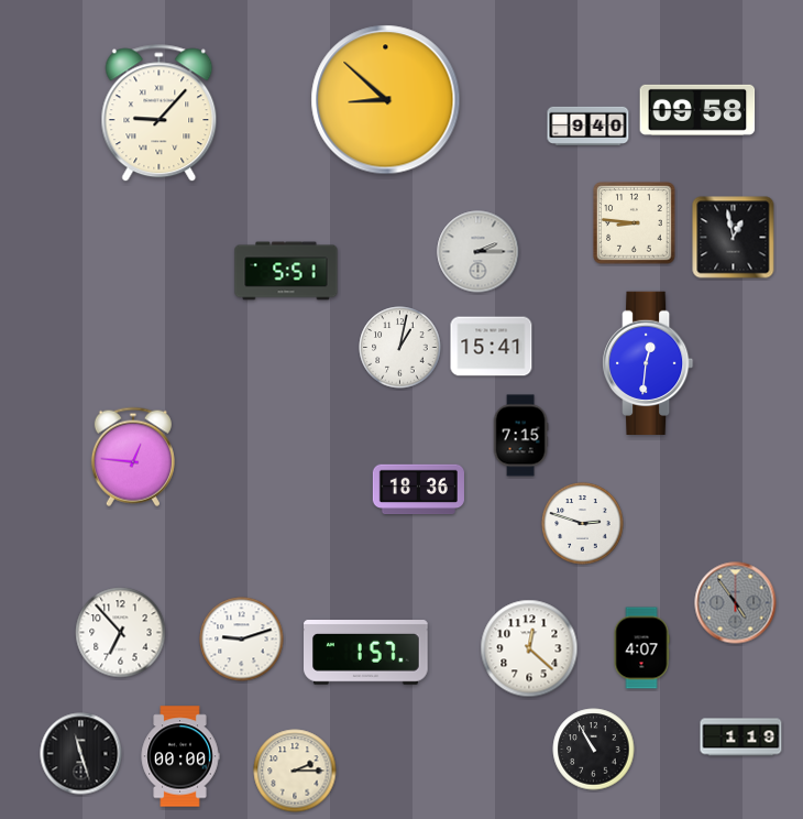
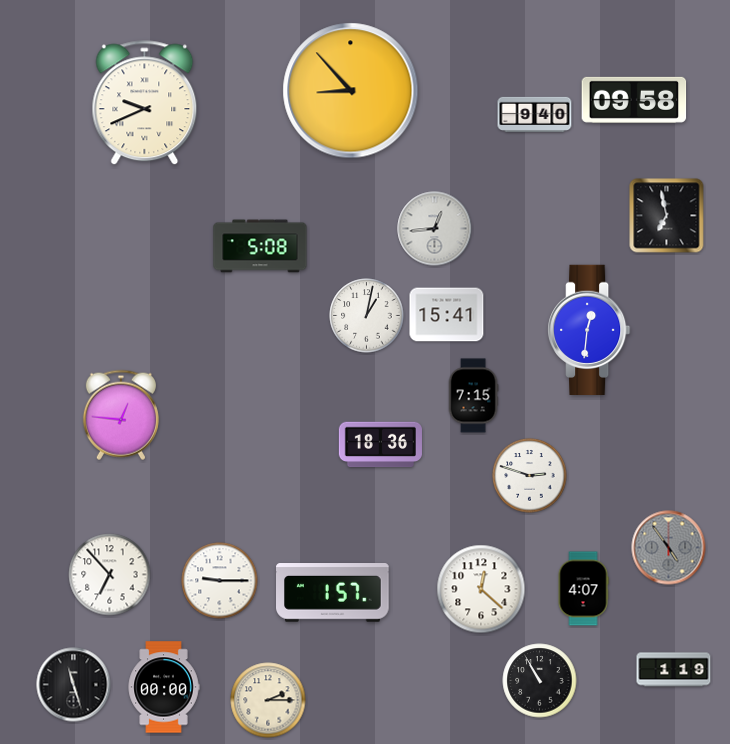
clock at (386, 100): 8:52 -> 8:53
clock at (159, 113): 9:07 -> 9:41
clock at (635, 223): 8:46 -> none
clock at (734, 238): 12:58 -> 6:58
clock at (479, 252): 2:15 -> 12:44
clock at (286, 271): 5:51 -> 5:08
clock at (400, 348) position: (400, 348) -> (367, 316)
clock at (242, 640): 9:12 -> 9:15
